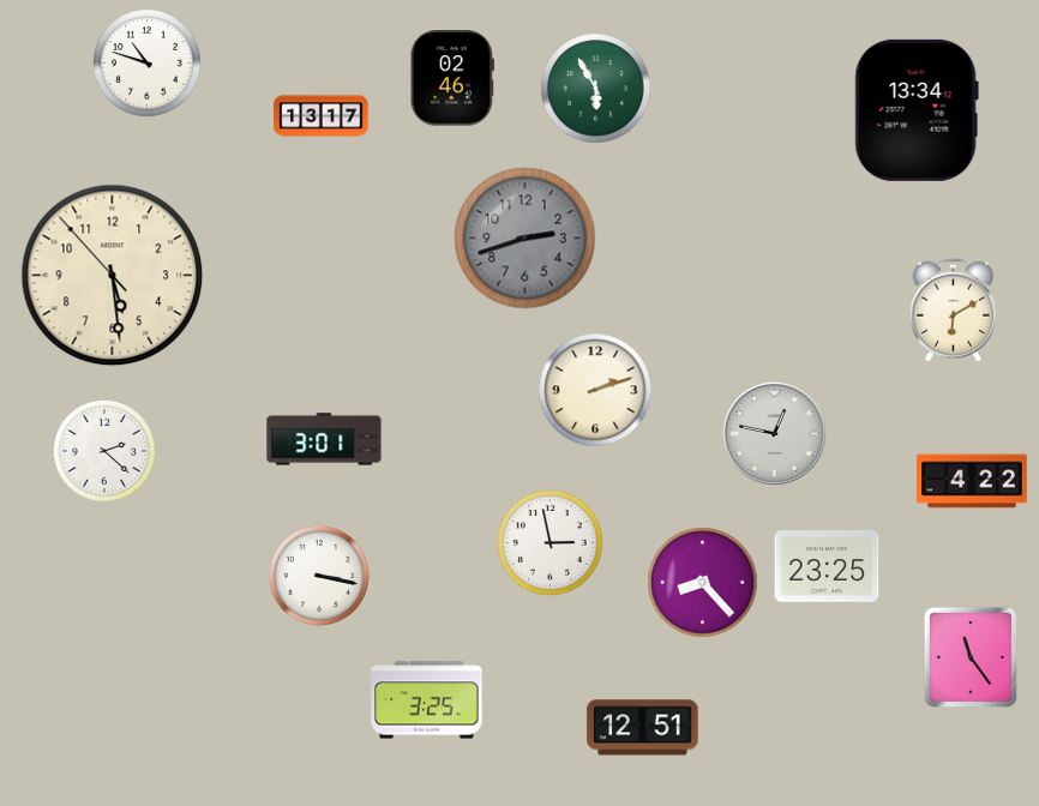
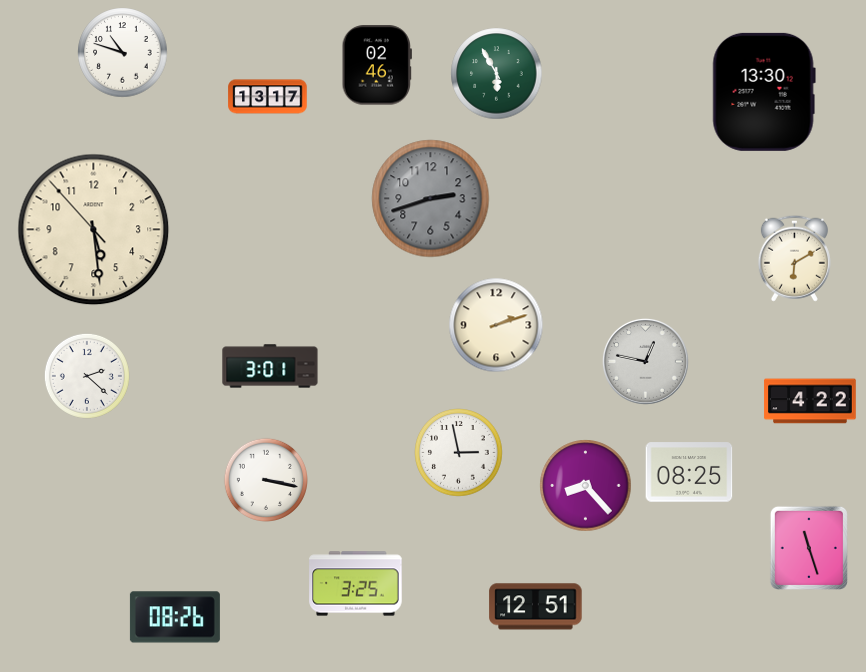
clock at (917, 110): 13:34 -> 13:30
clock at (525, 239) position: (525, 239) -> (431, 199)
clock at (827, 566): 23:25 -> 08:25
clock at (971, 657): 11:24 -> 11:27
clock at (175, 617): none -> 08:26
